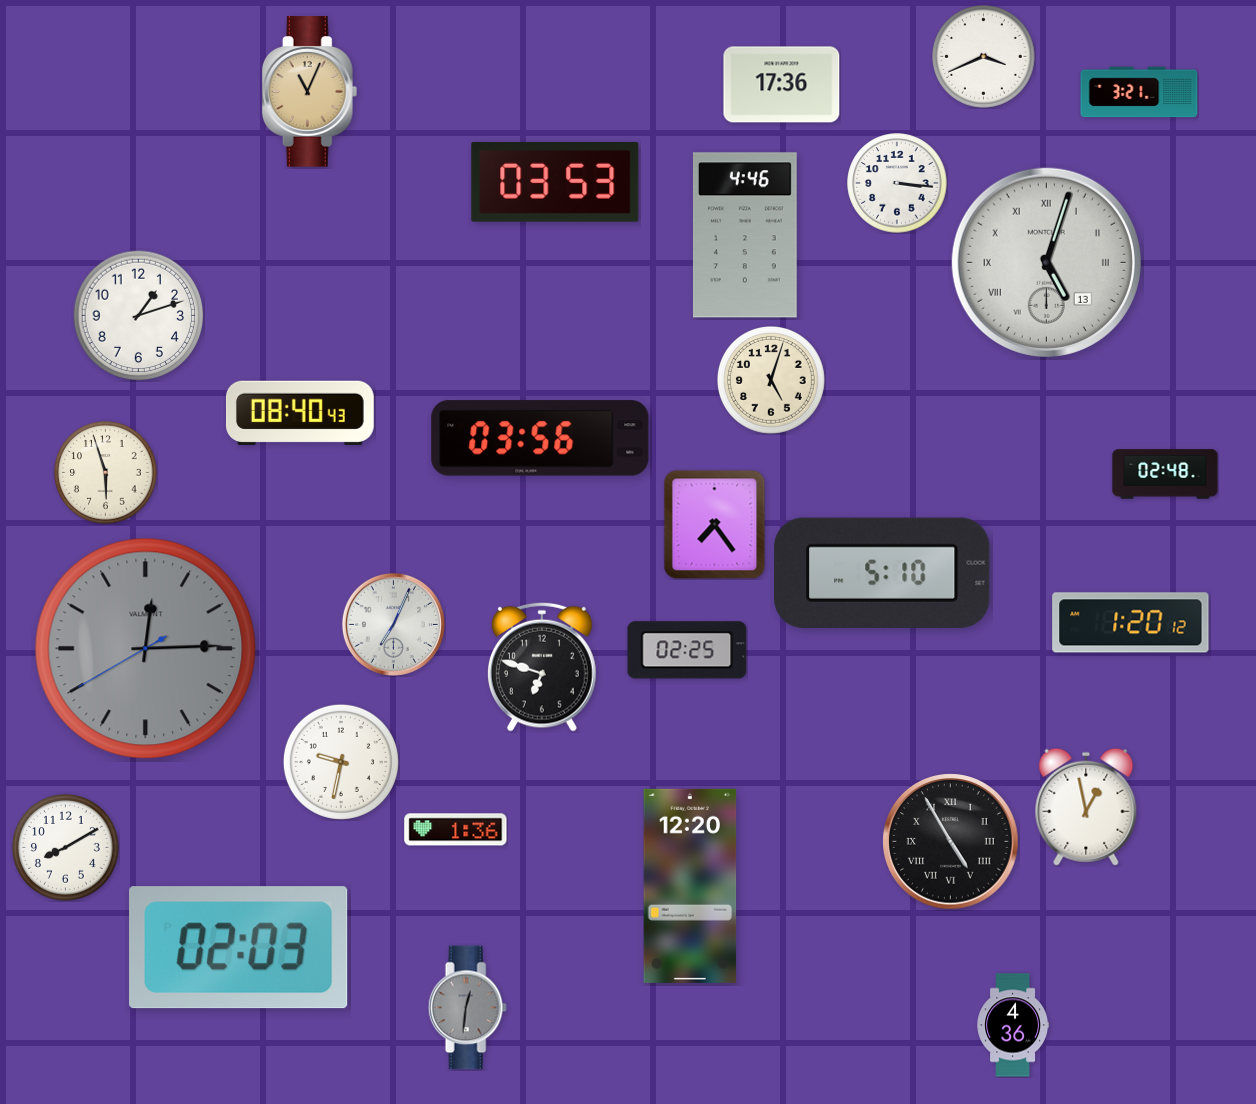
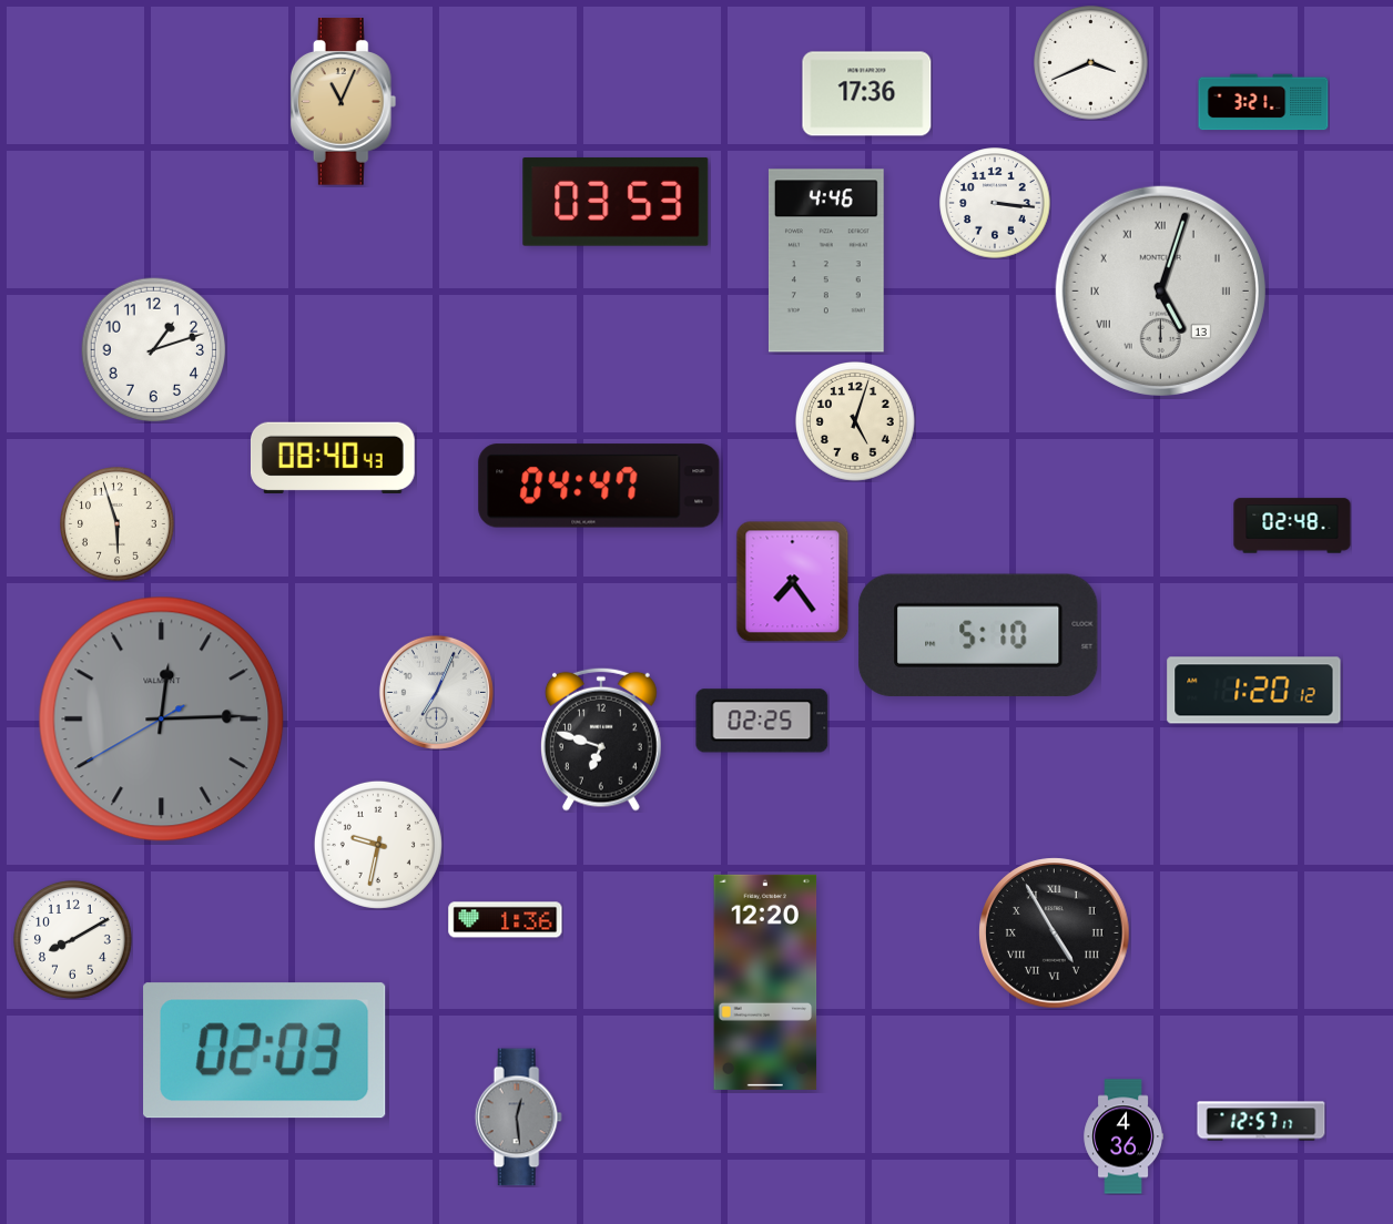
clock at (540, 438): 03:56 -> 04:47
clock at (1086, 807): 12:58 -> none
clock at (467, 1008): 12:31 -> 12:29
clock at (1261, 1121): none -> 12:57
